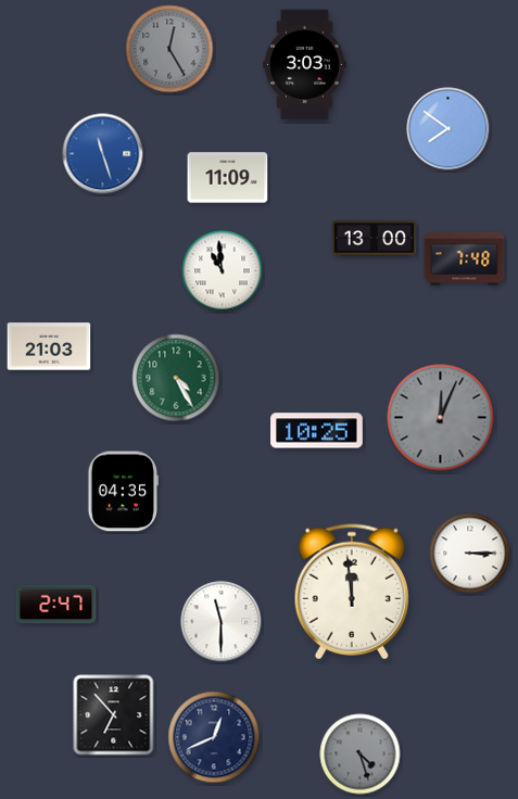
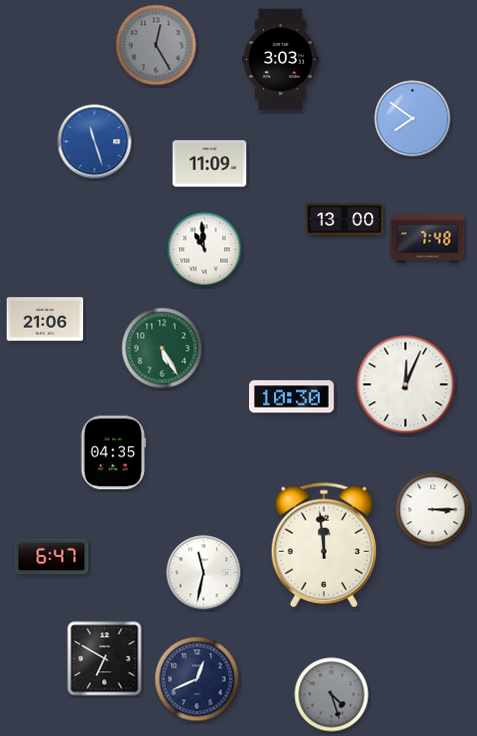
clock at (49, 346): 21:03 -> 21:06
clock at (176, 378): 4:25 -> 5:25
clock at (441, 418) dial: grey -> white
clock at (317, 431): 10:25 -> 10:30
clock at (56, 605): 2:47 -> 6:47
clock at (222, 622): 11:30 -> 11:32
clock at (114, 715): 6:53 -> 6:50
